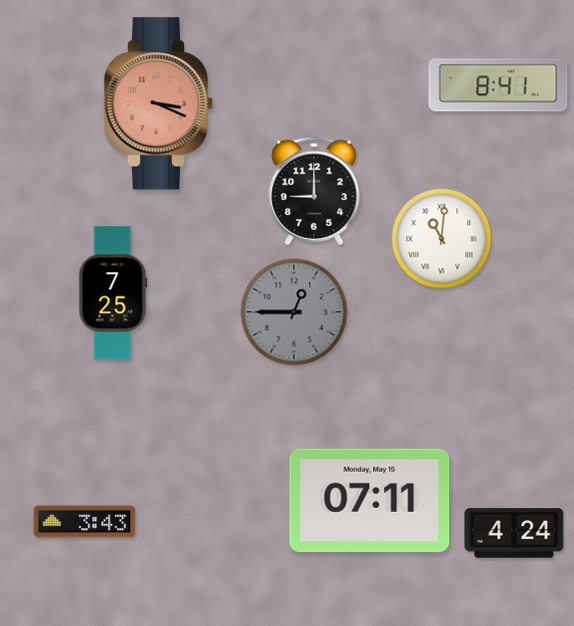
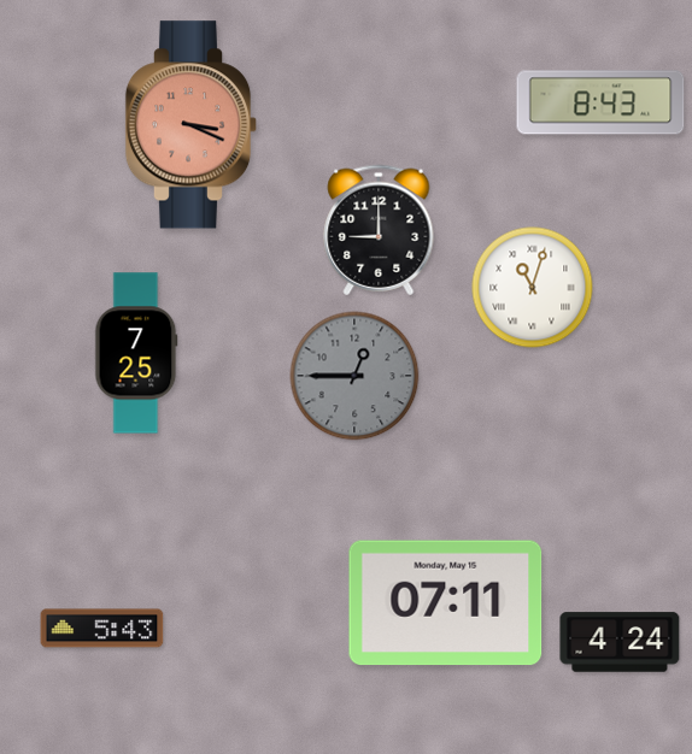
clock at (498, 85): 8:41 -> 8:43
clock at (442, 239): 11:01 -> 11:03
clock at (85, 522): 3:43 -> 5:43
